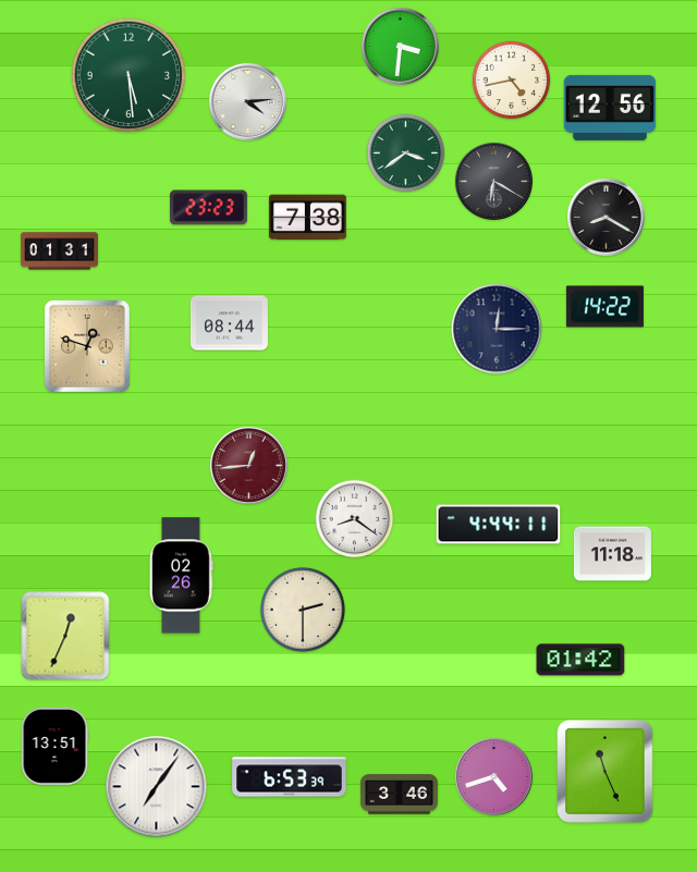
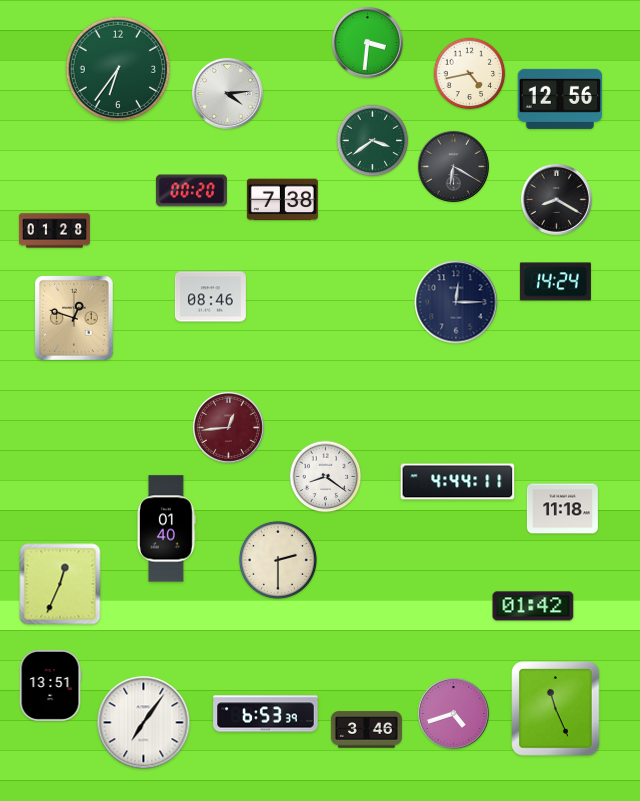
clock at (129, 75): 5:29 -> 6:36
clock at (208, 208): 23:23 -> 00:20
clock at (59, 251): 01:31 -> 01:28
clock at (604, 307): 14:22 -> 14:24
clock at (229, 323): 08:44 -> 08:46
clock at (88, 347) position: (88, 347) -> (75, 319)
clock at (181, 576): 02:26 -> 01:40
